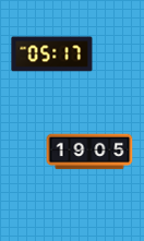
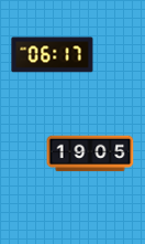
clock at (52, 55): 05:17 -> 06:17
